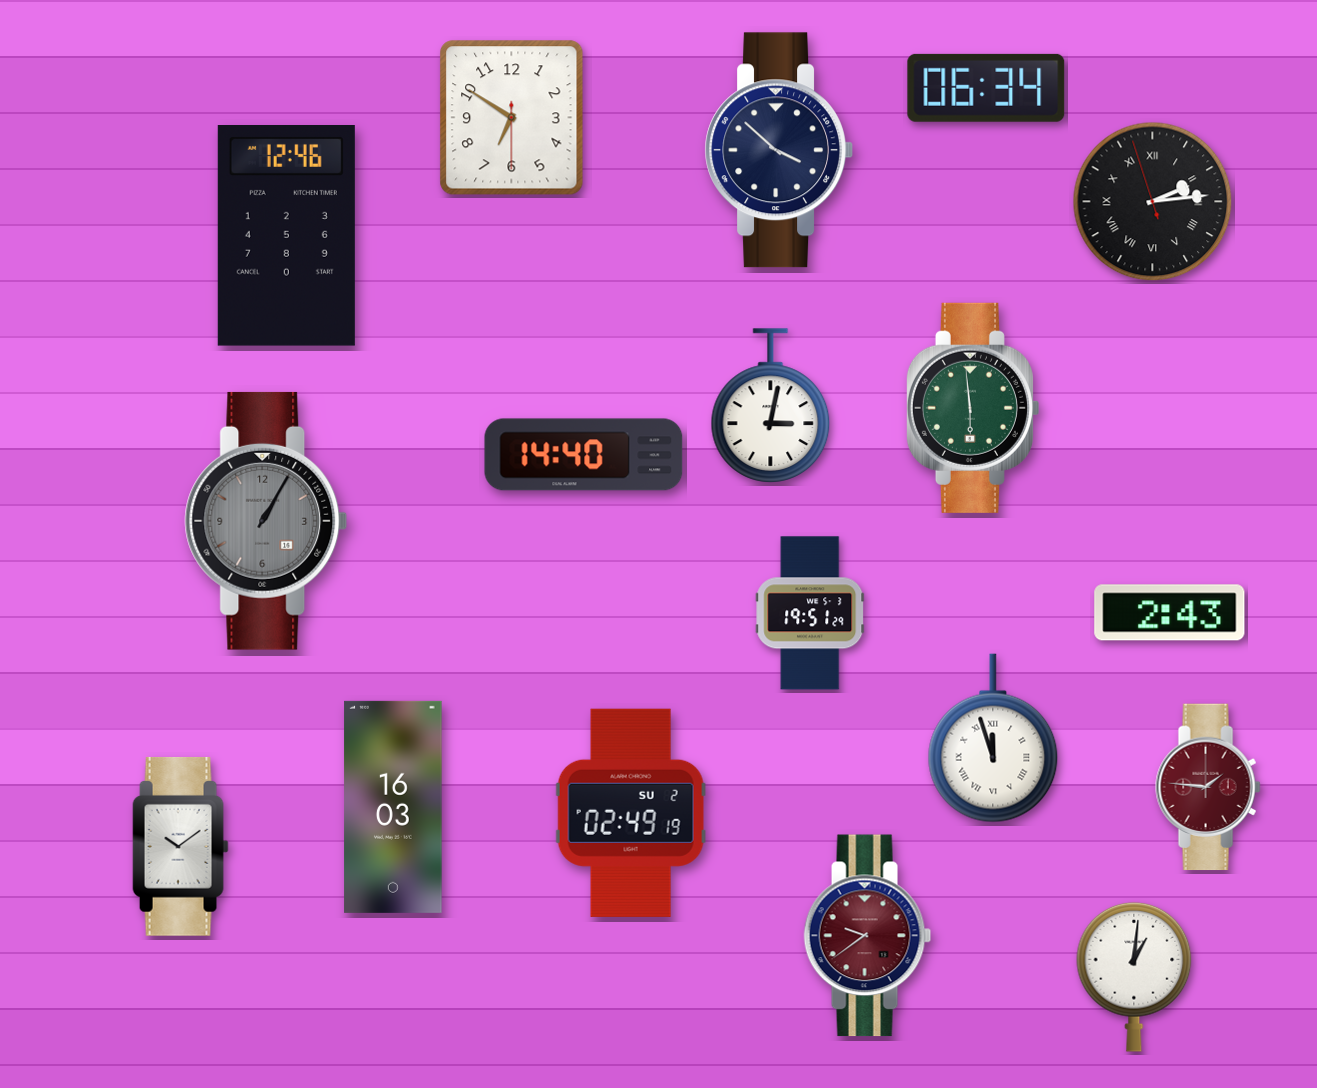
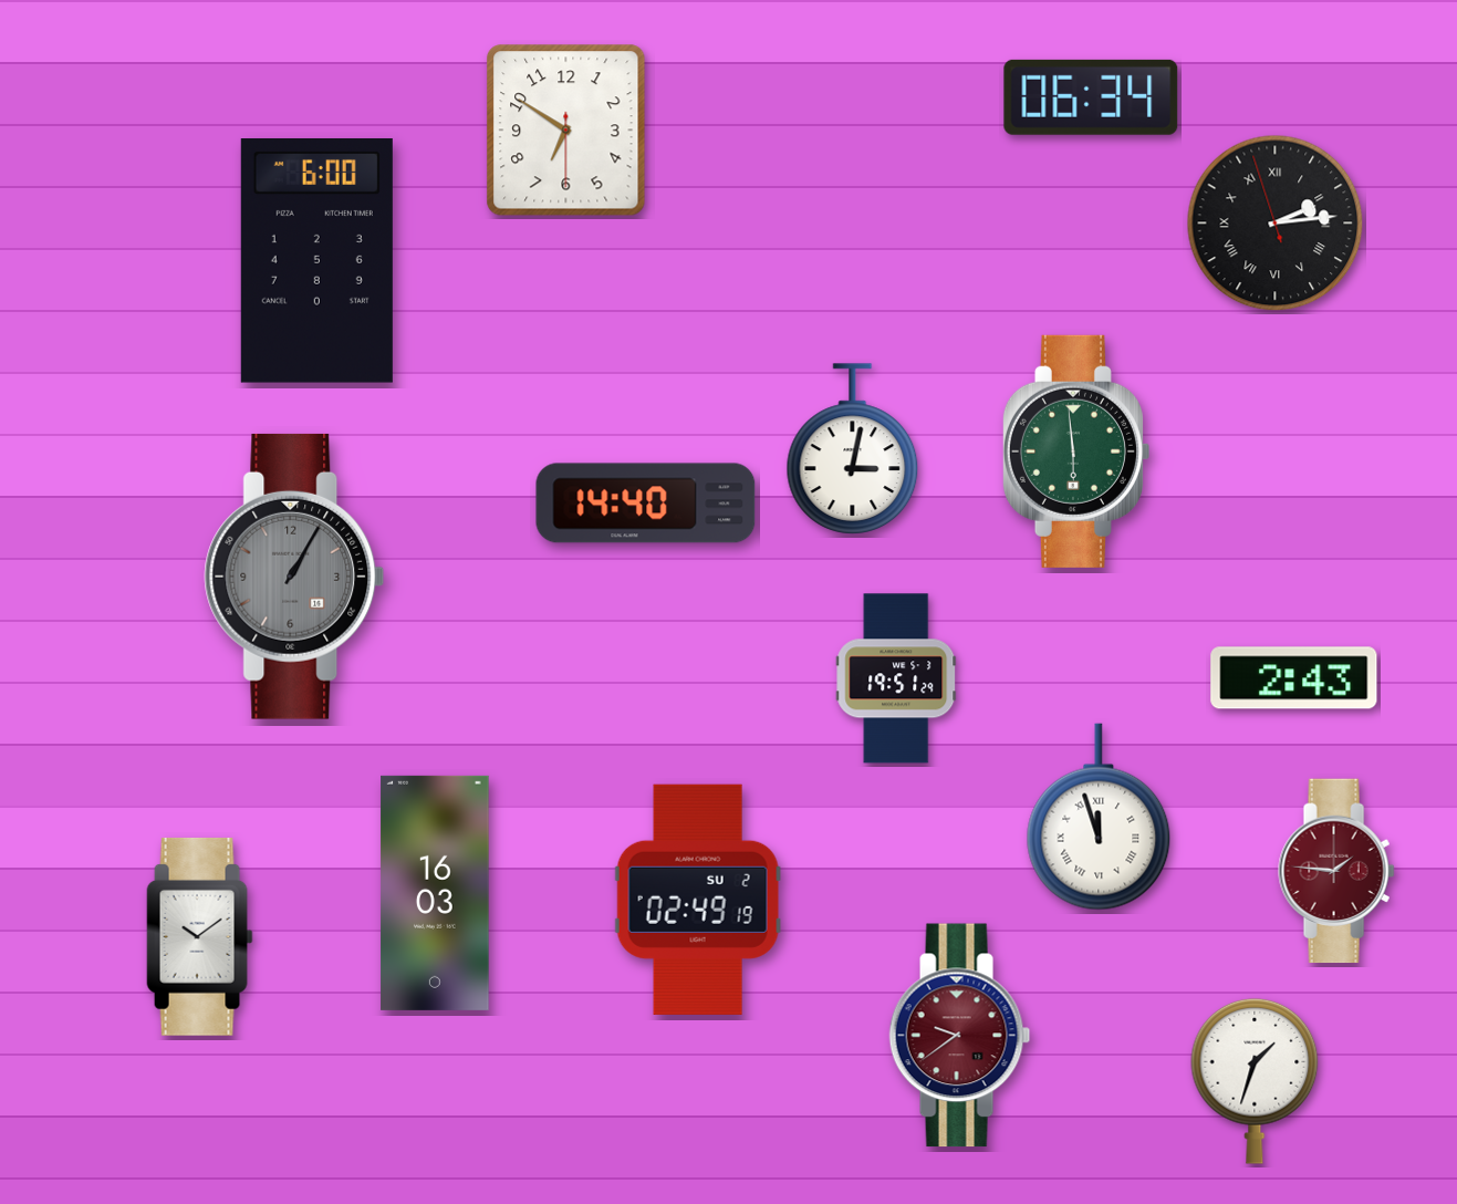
clock at (778, 150): 3:52 -> none
clock at (286, 236): 12:46 -> 6:00
clock at (1134, 977): 1:01 -> 1:33
